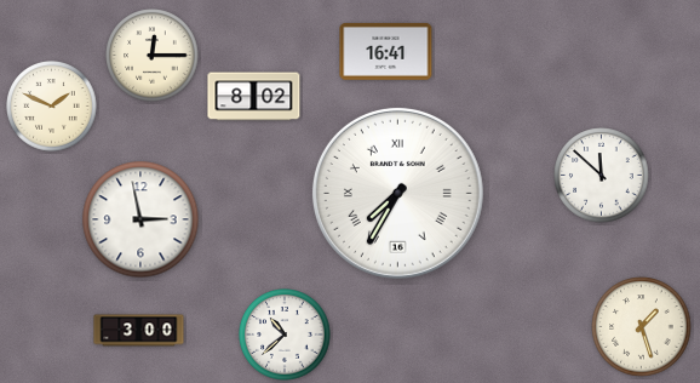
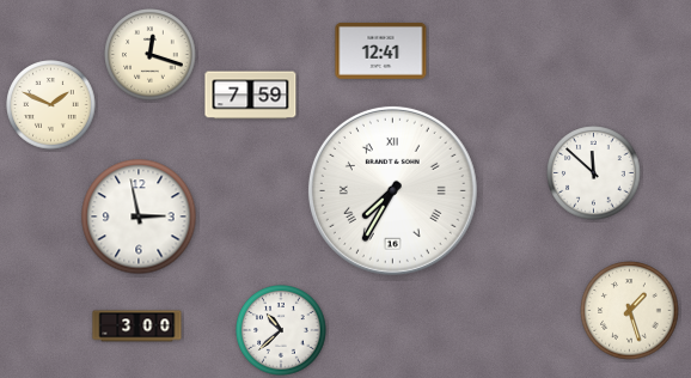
clock at (386, 52): 16:41 -> 12:41
clock at (153, 56): 12:15 -> 12:18
clock at (254, 97): 8:02 -> 7:59
clock at (642, 327) position: (642, 327) -> (630, 311)
